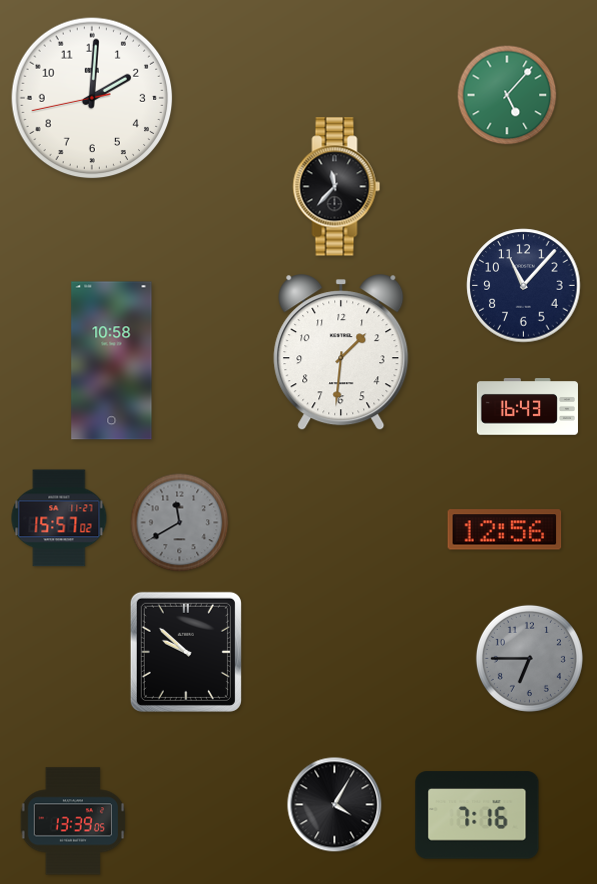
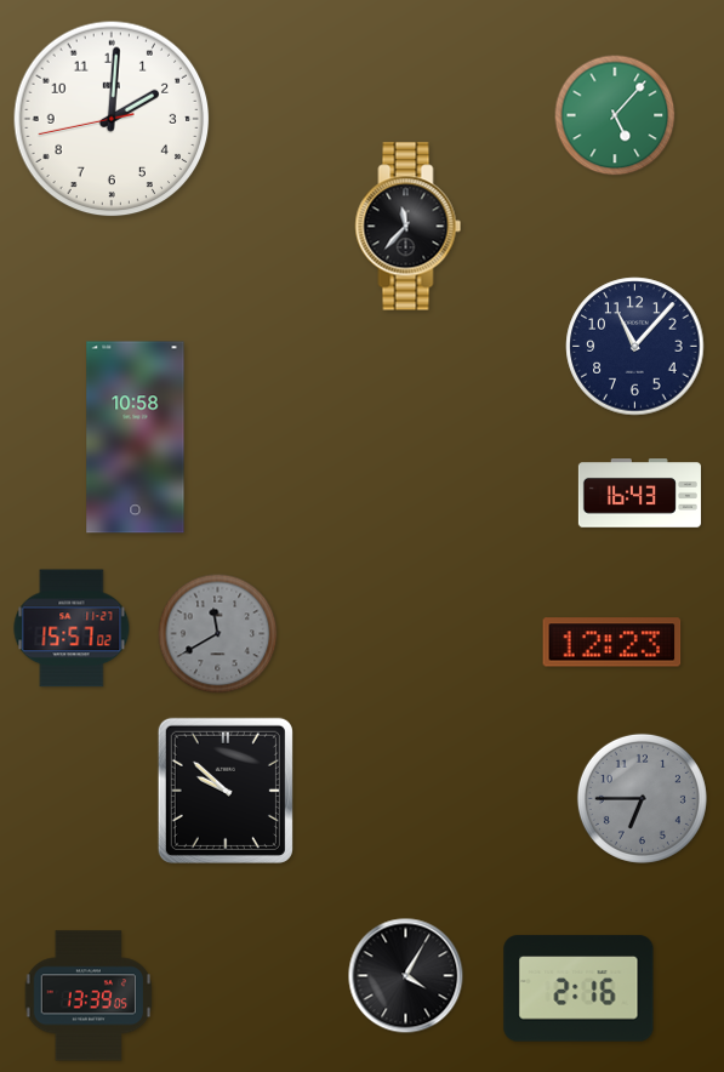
clock at (341, 353): 1:31 -> none
clock at (505, 530): 12:56 -> 12:23
clock at (477, 815): 7:16 -> 2:16
